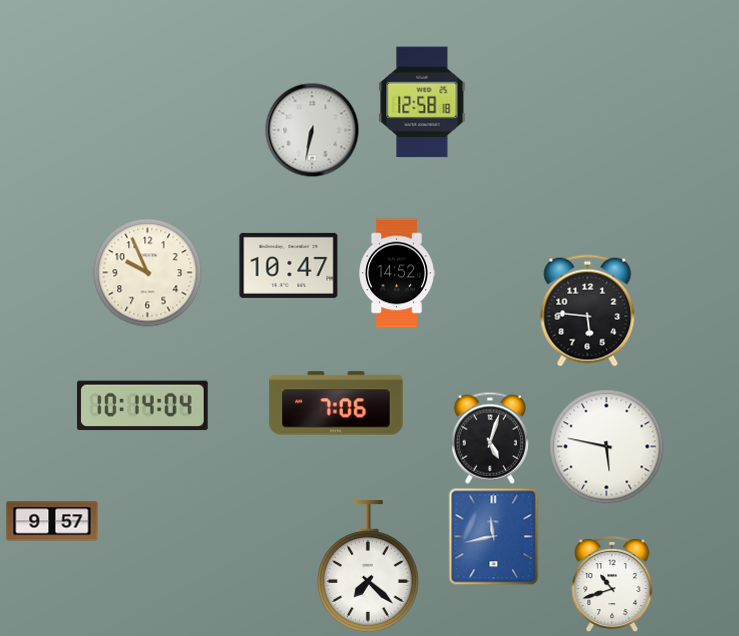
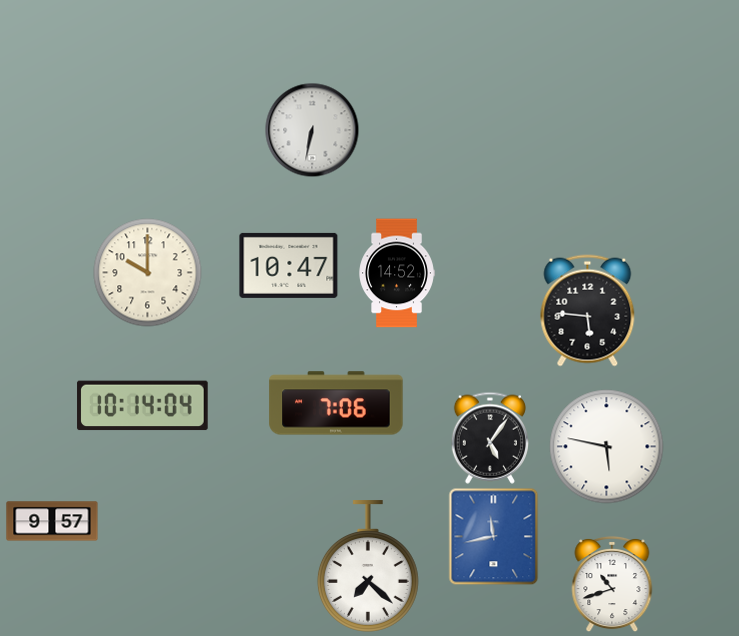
clock at (422, 102): 12:58 -> none
clock at (148, 273): 9:56 -> 10:00
clock at (490, 438): 5:03 -> 5:06
